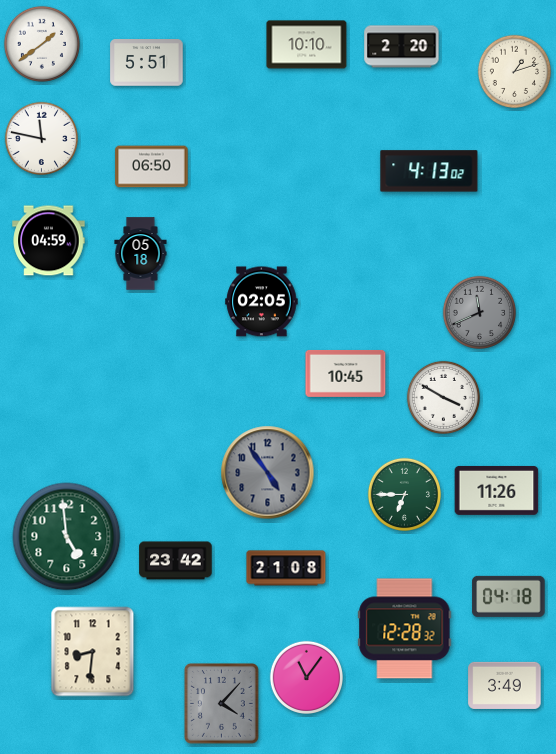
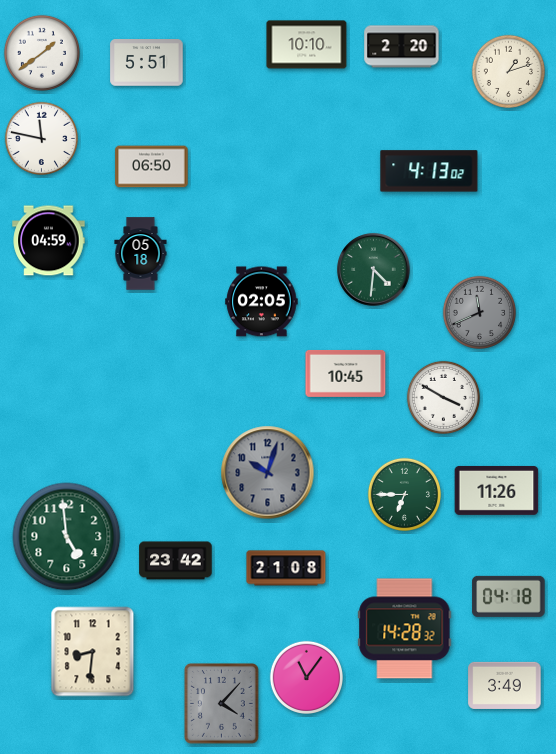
clock at (42, 44) position: (42, 44) -> (42, 53)
clock at (514, 71) position: (514, 71) -> (508, 71)
clock at (374, 270): none -> 4:31
clock at (268, 473): 4:54 -> 10:03
clock at (405, 629): 12:28 -> 14:28
